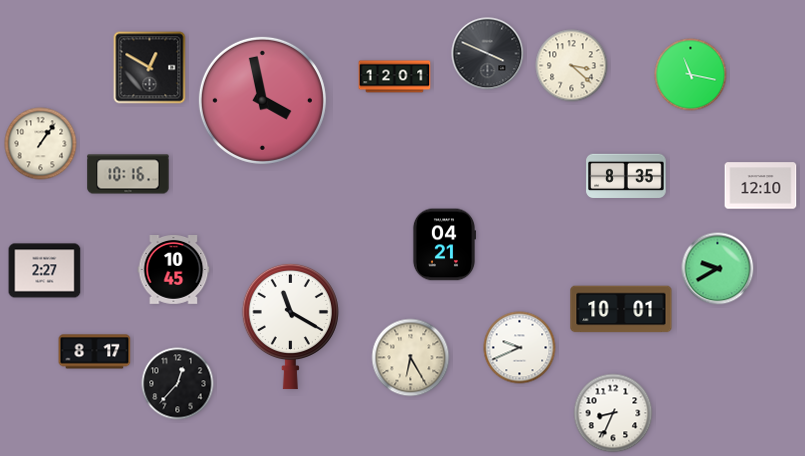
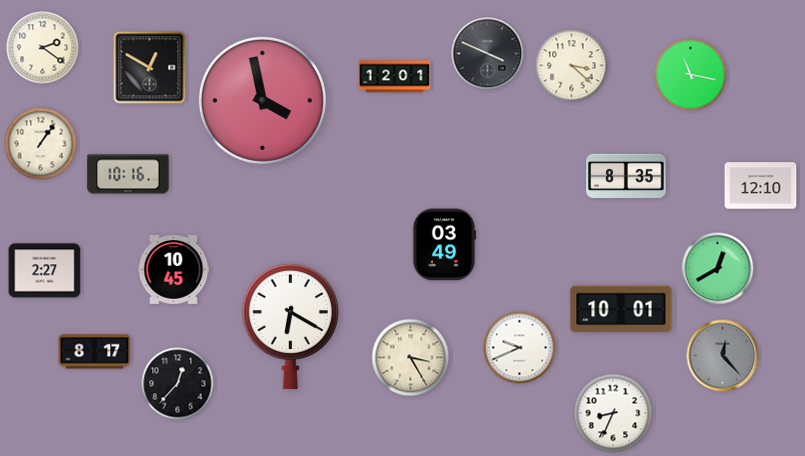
clock at (43, 48): none -> 2:21
clock at (443, 245): 04:21 -> 03:49
clock at (718, 269): 9:40 -> 12:40
clock at (290, 326): 11:20 -> 6:20
clock at (723, 356): none -> 12:23
clock at (411, 358): 6:25 -> 3:25
